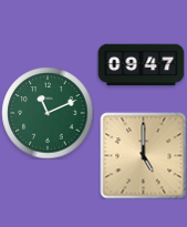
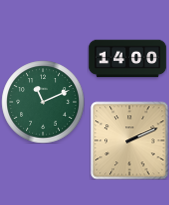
clock at (141, 65): 09:47 -> 14:00
clock at (143, 155): 5:00 -> 2:11
